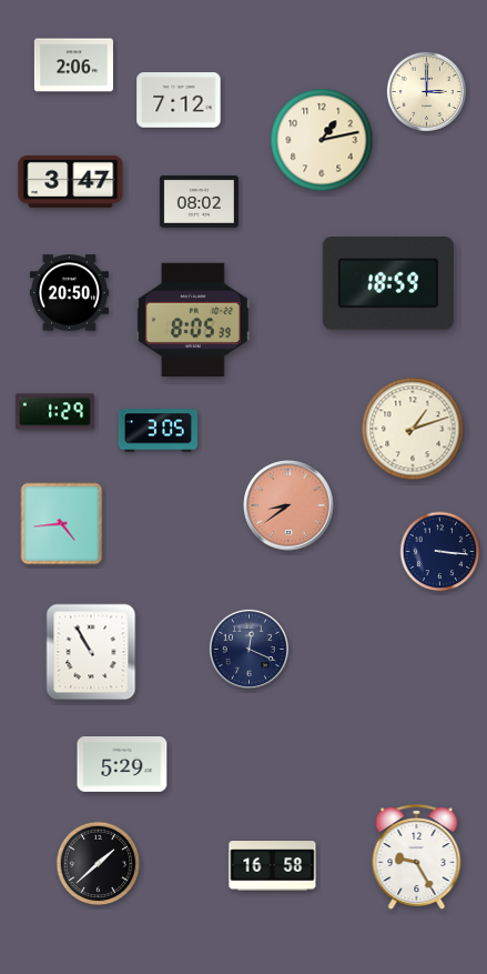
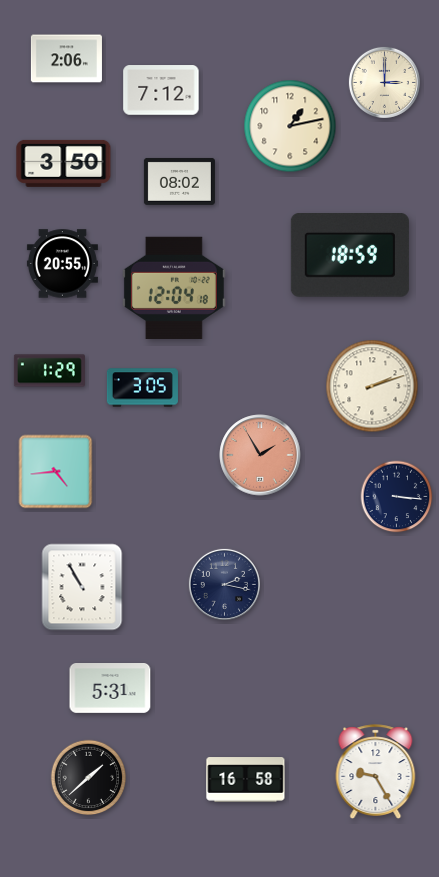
clock at (71, 181): 3:47 -> 3:50
clock at (69, 293): 20:50 -> 20:55
clock at (193, 320): 8:05 -> 12:04
clock at (413, 429): 1:12 -> 2:12
clock at (288, 505): 8:39 -> 1:55
clock at (248, 649): 12:19 -> 2:17
clock at (122, 765): 5:29 -> 5:31
